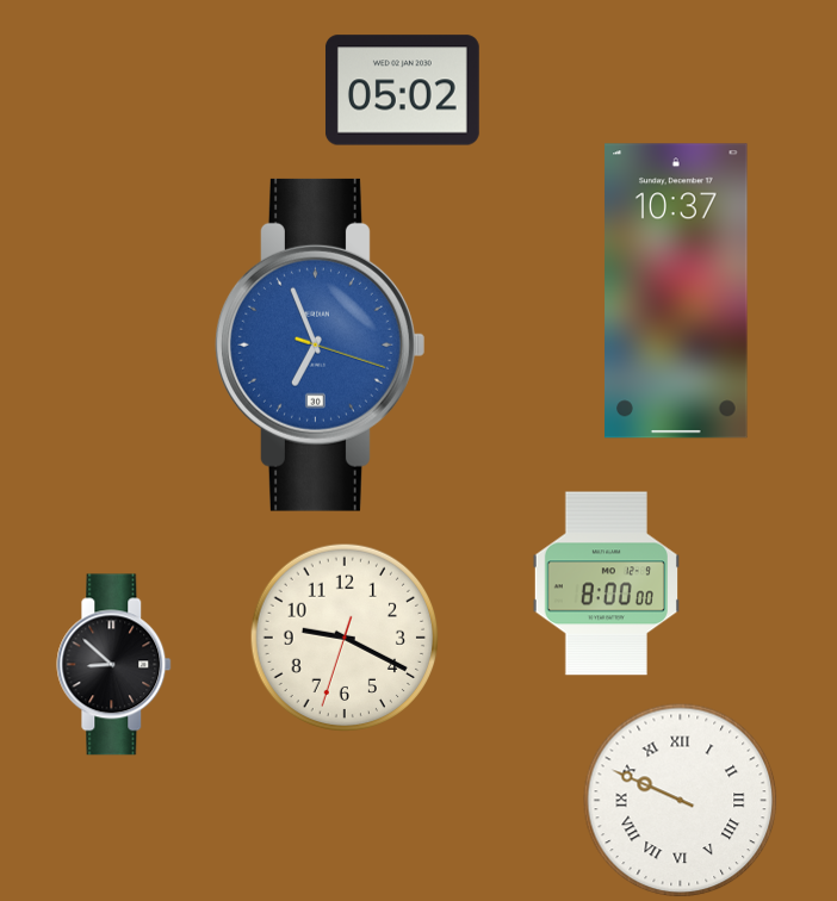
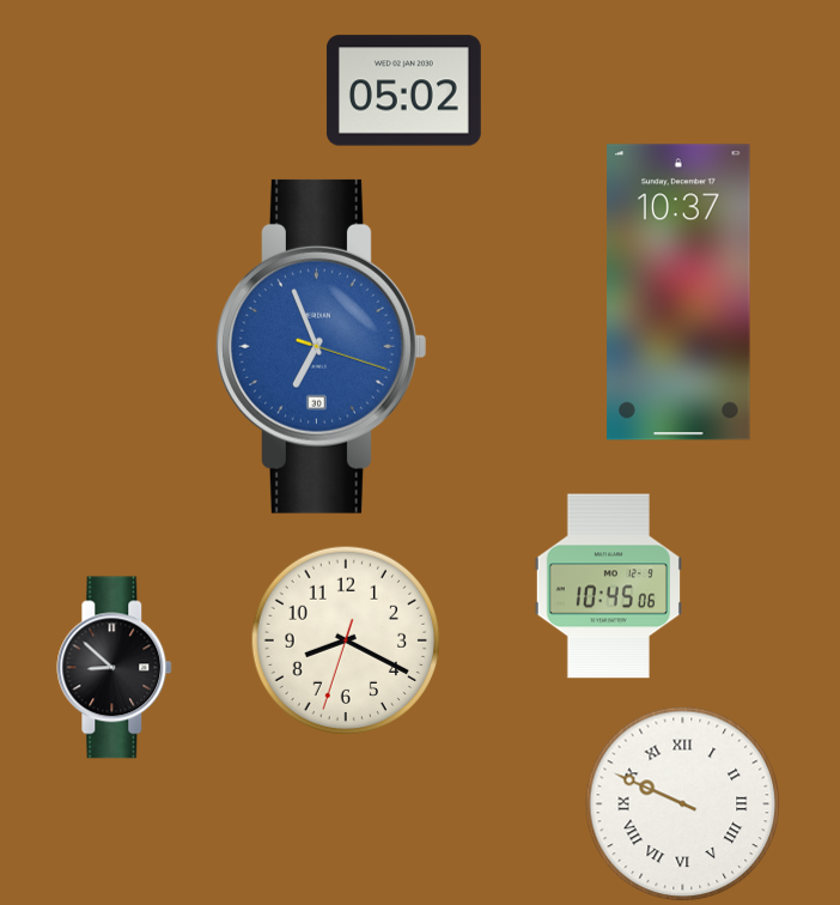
clock at (606, 584): 8:00 -> 10:45
clock at (345, 638): 9:19 -> 8:19
